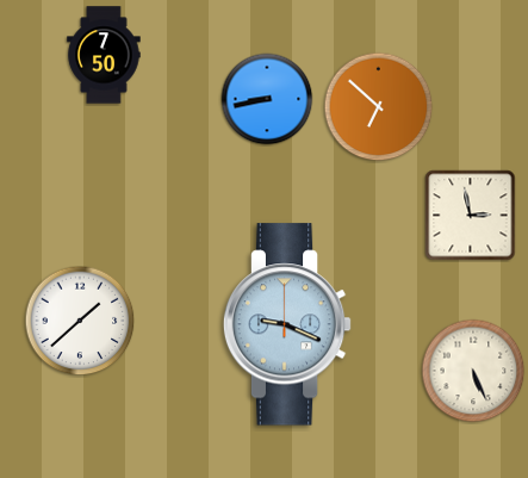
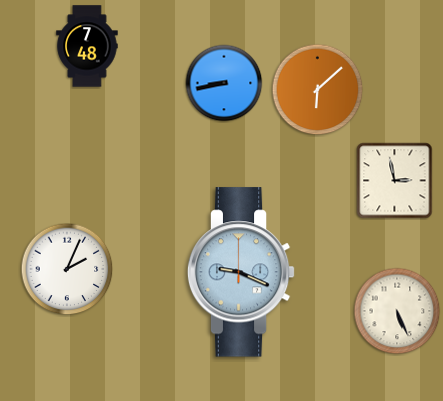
clock at (104, 55): 7:50 -> 7:48
clock at (379, 107): 6:52 -> 6:08
clock at (80, 321): 1:38 -> 2:04
